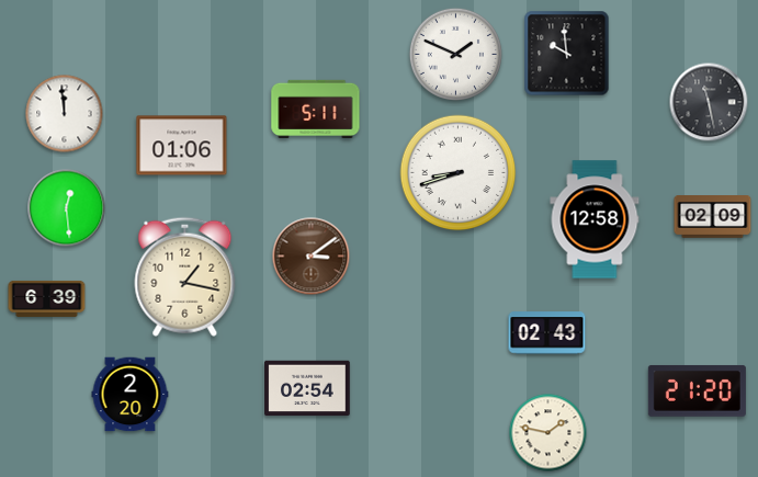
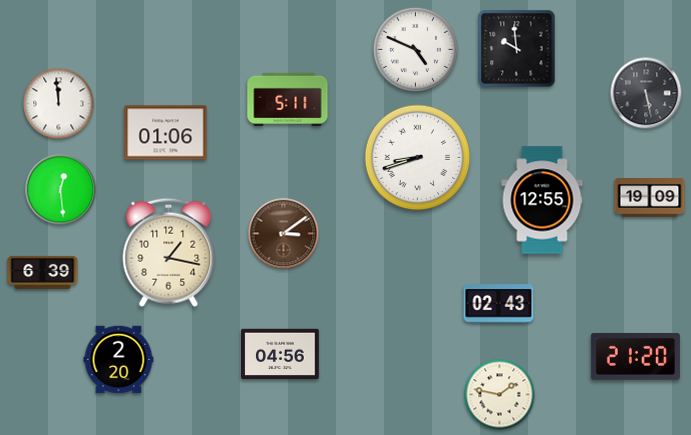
clock at (455, 54): 1:49 -> 4:49
clock at (709, 102): 11:28 -> 5:28
clock at (713, 217): 02:09 -> 19:09
clock at (595, 219): 12:58 -> 12:55
clock at (307, 388): 02:54 -> 04:56
